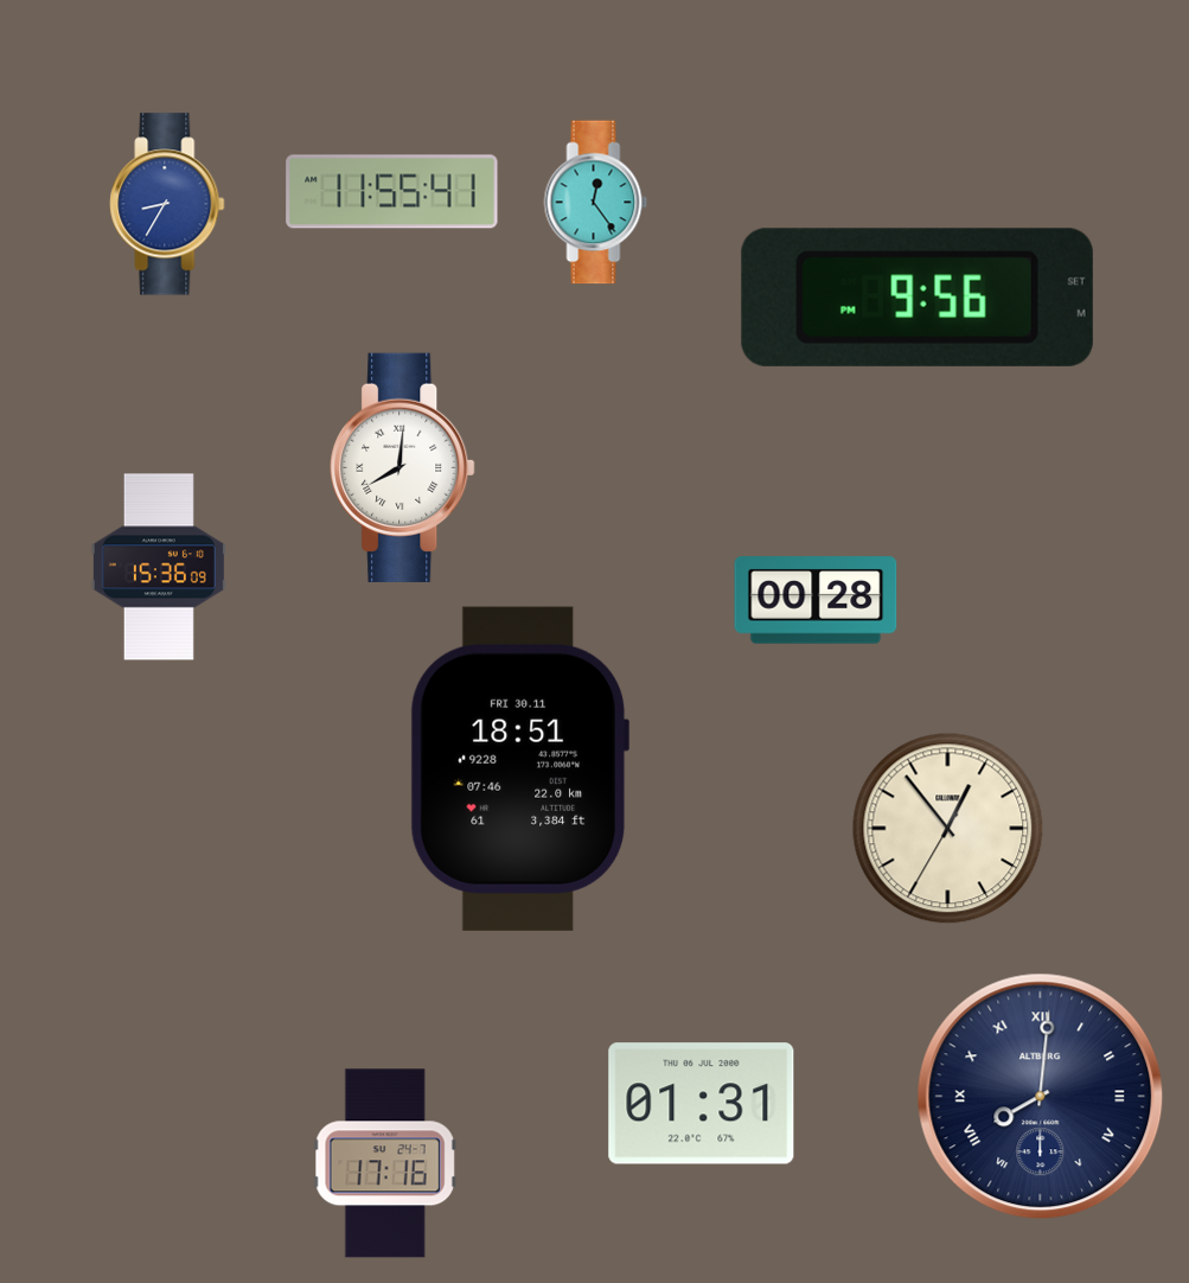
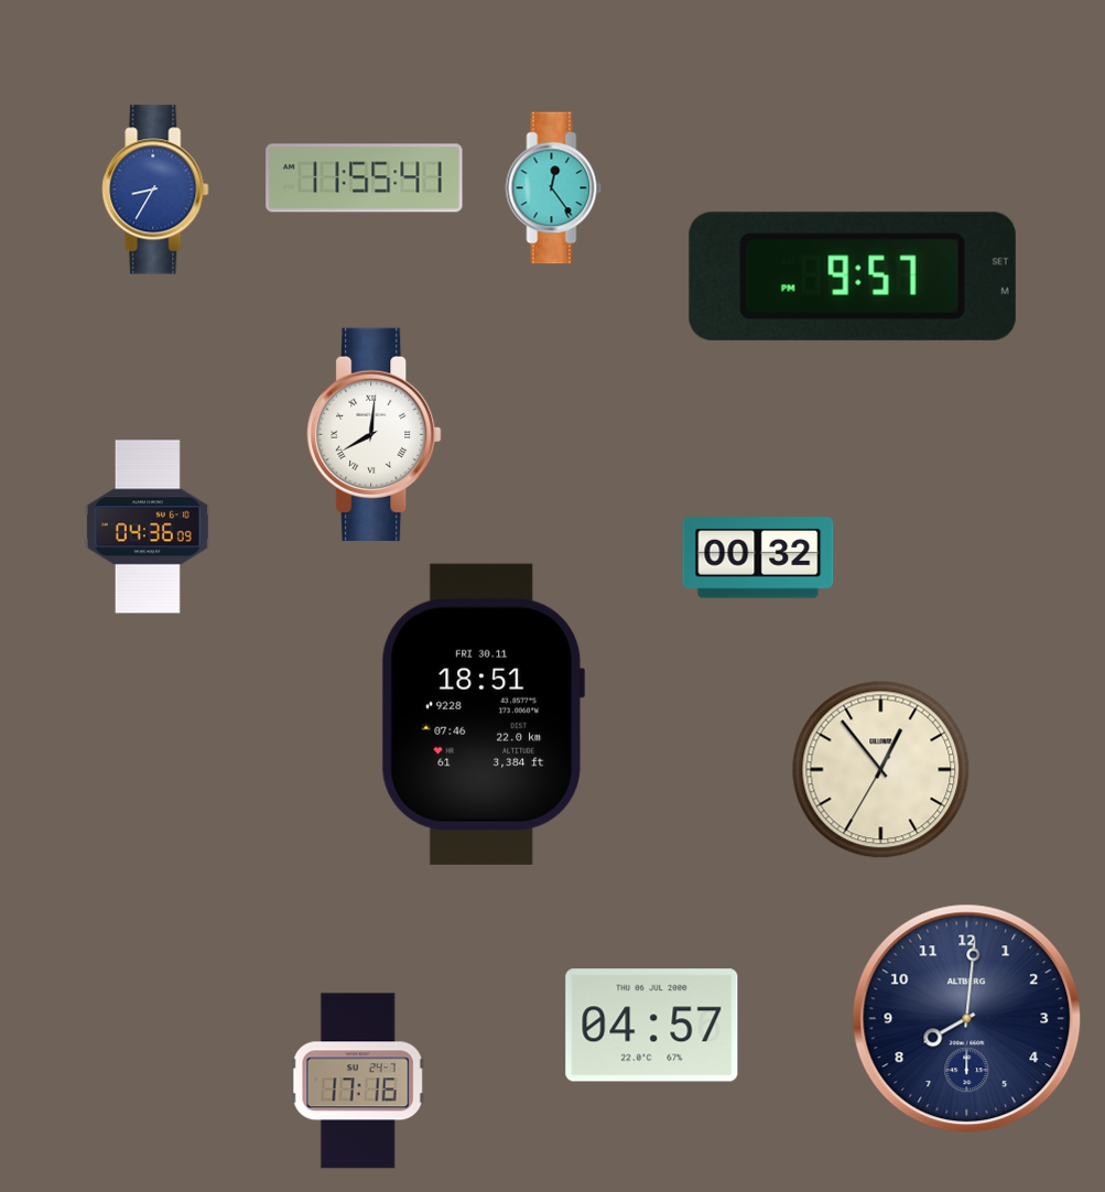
clock at (918, 298): 9:56 -> 9:57
clock at (159, 567): 15:36 -> 04:36
clock at (816, 600): 00:28 -> 00:32
clock at (1041, 1097) numerals: Roman -> Arabic
clock at (702, 1104): 01:31 -> 04:57
